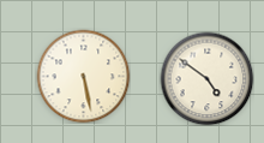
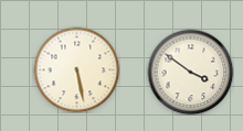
clock at (206, 78): 4:51 -> 3:51
